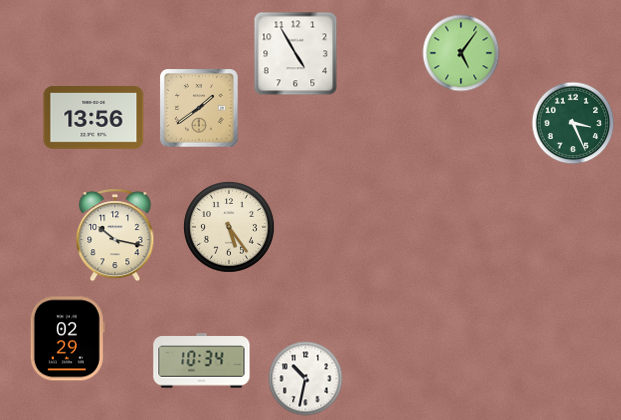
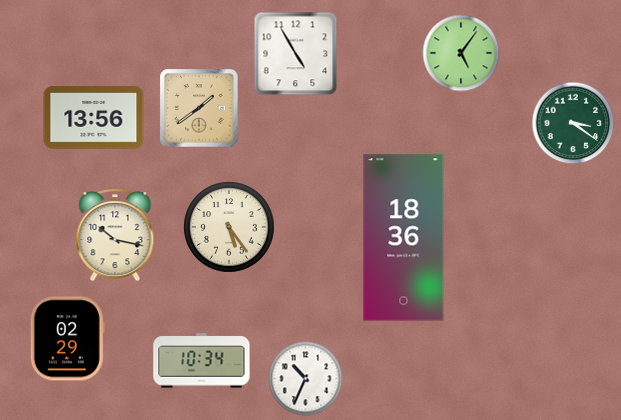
clock at (573, 123): 3:26 -> 3:21
clock at (404, 238): none -> 18:36
clock at (306, 379): 10:32 -> 10:34
